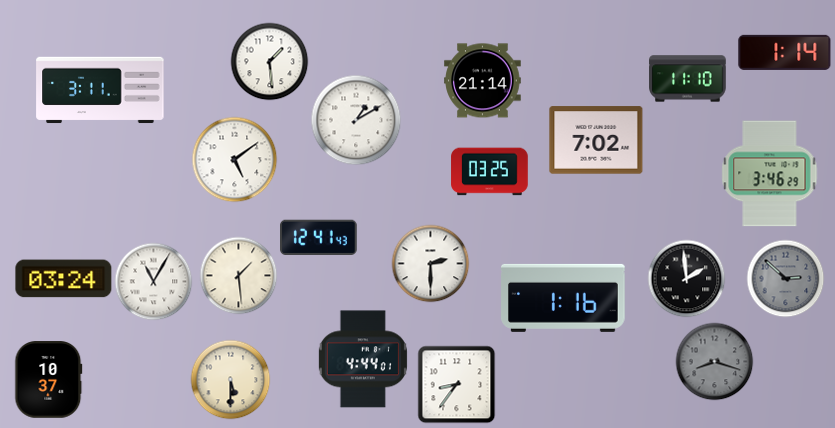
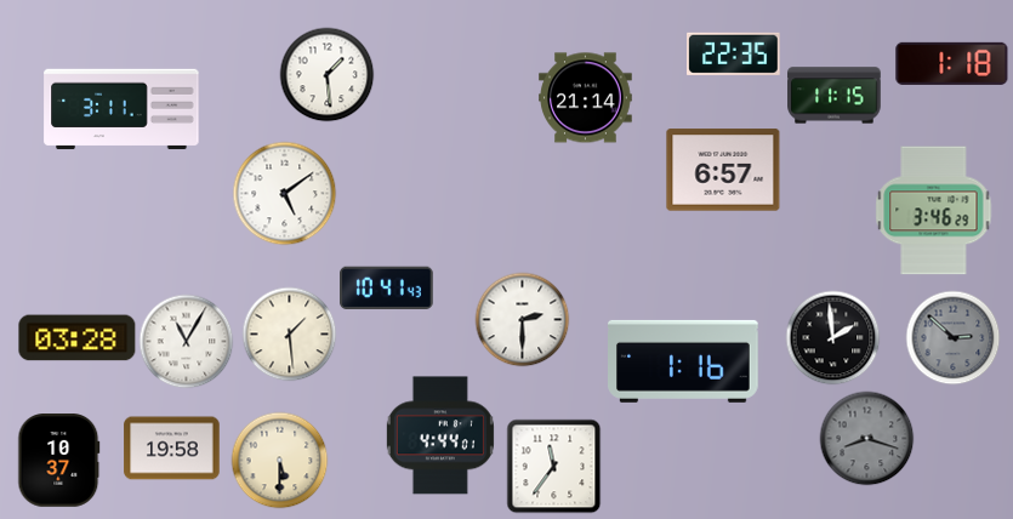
clock at (734, 53): none -> 22:35
clock at (785, 52): 1:14 -> 1:18
clock at (688, 79): 11:10 -> 11:15
clock at (356, 120): 1:10 -> none
clock at (596, 140): 7:02 -> 6:57
clock at (490, 172): 03:25 -> none
clock at (319, 238): 12:41 -> 10:41
clock at (64, 279): 03:24 -> 03:28
clock at (172, 449): none -> 19:58
clock at (456, 384): 8:36 -> 11:36
